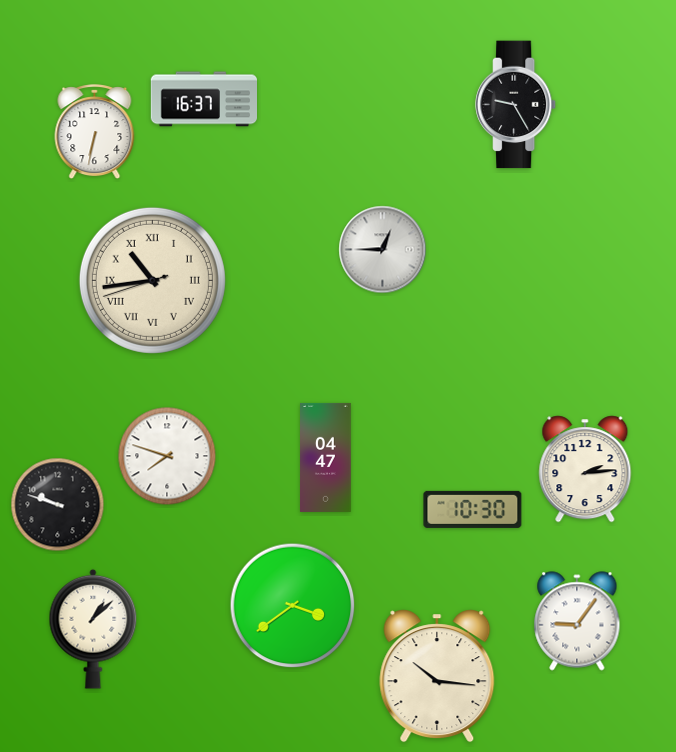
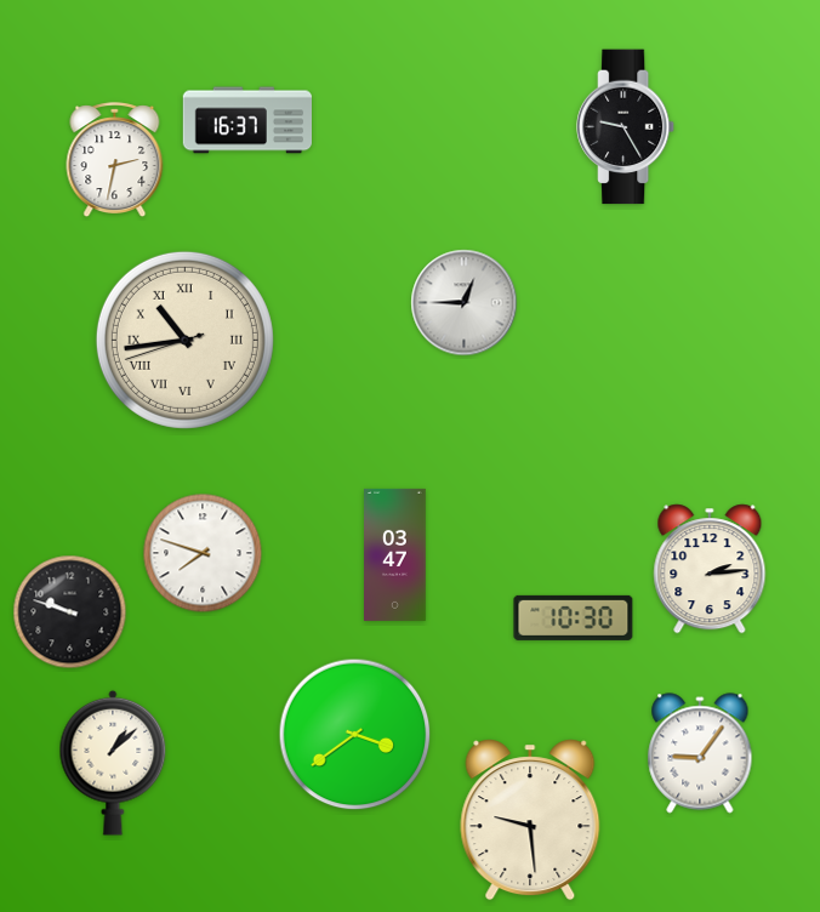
clock at (95, 132): 6:32 -> 2:32
clock at (326, 457): 04:47 -> 03:47
clock at (437, 676): 10:16 -> 9:29
